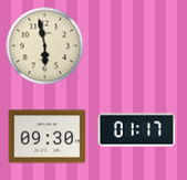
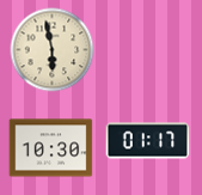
clock at (45, 46) position: (45, 46) -> (53, 50)
clock at (48, 137): 09:30 -> 10:30
